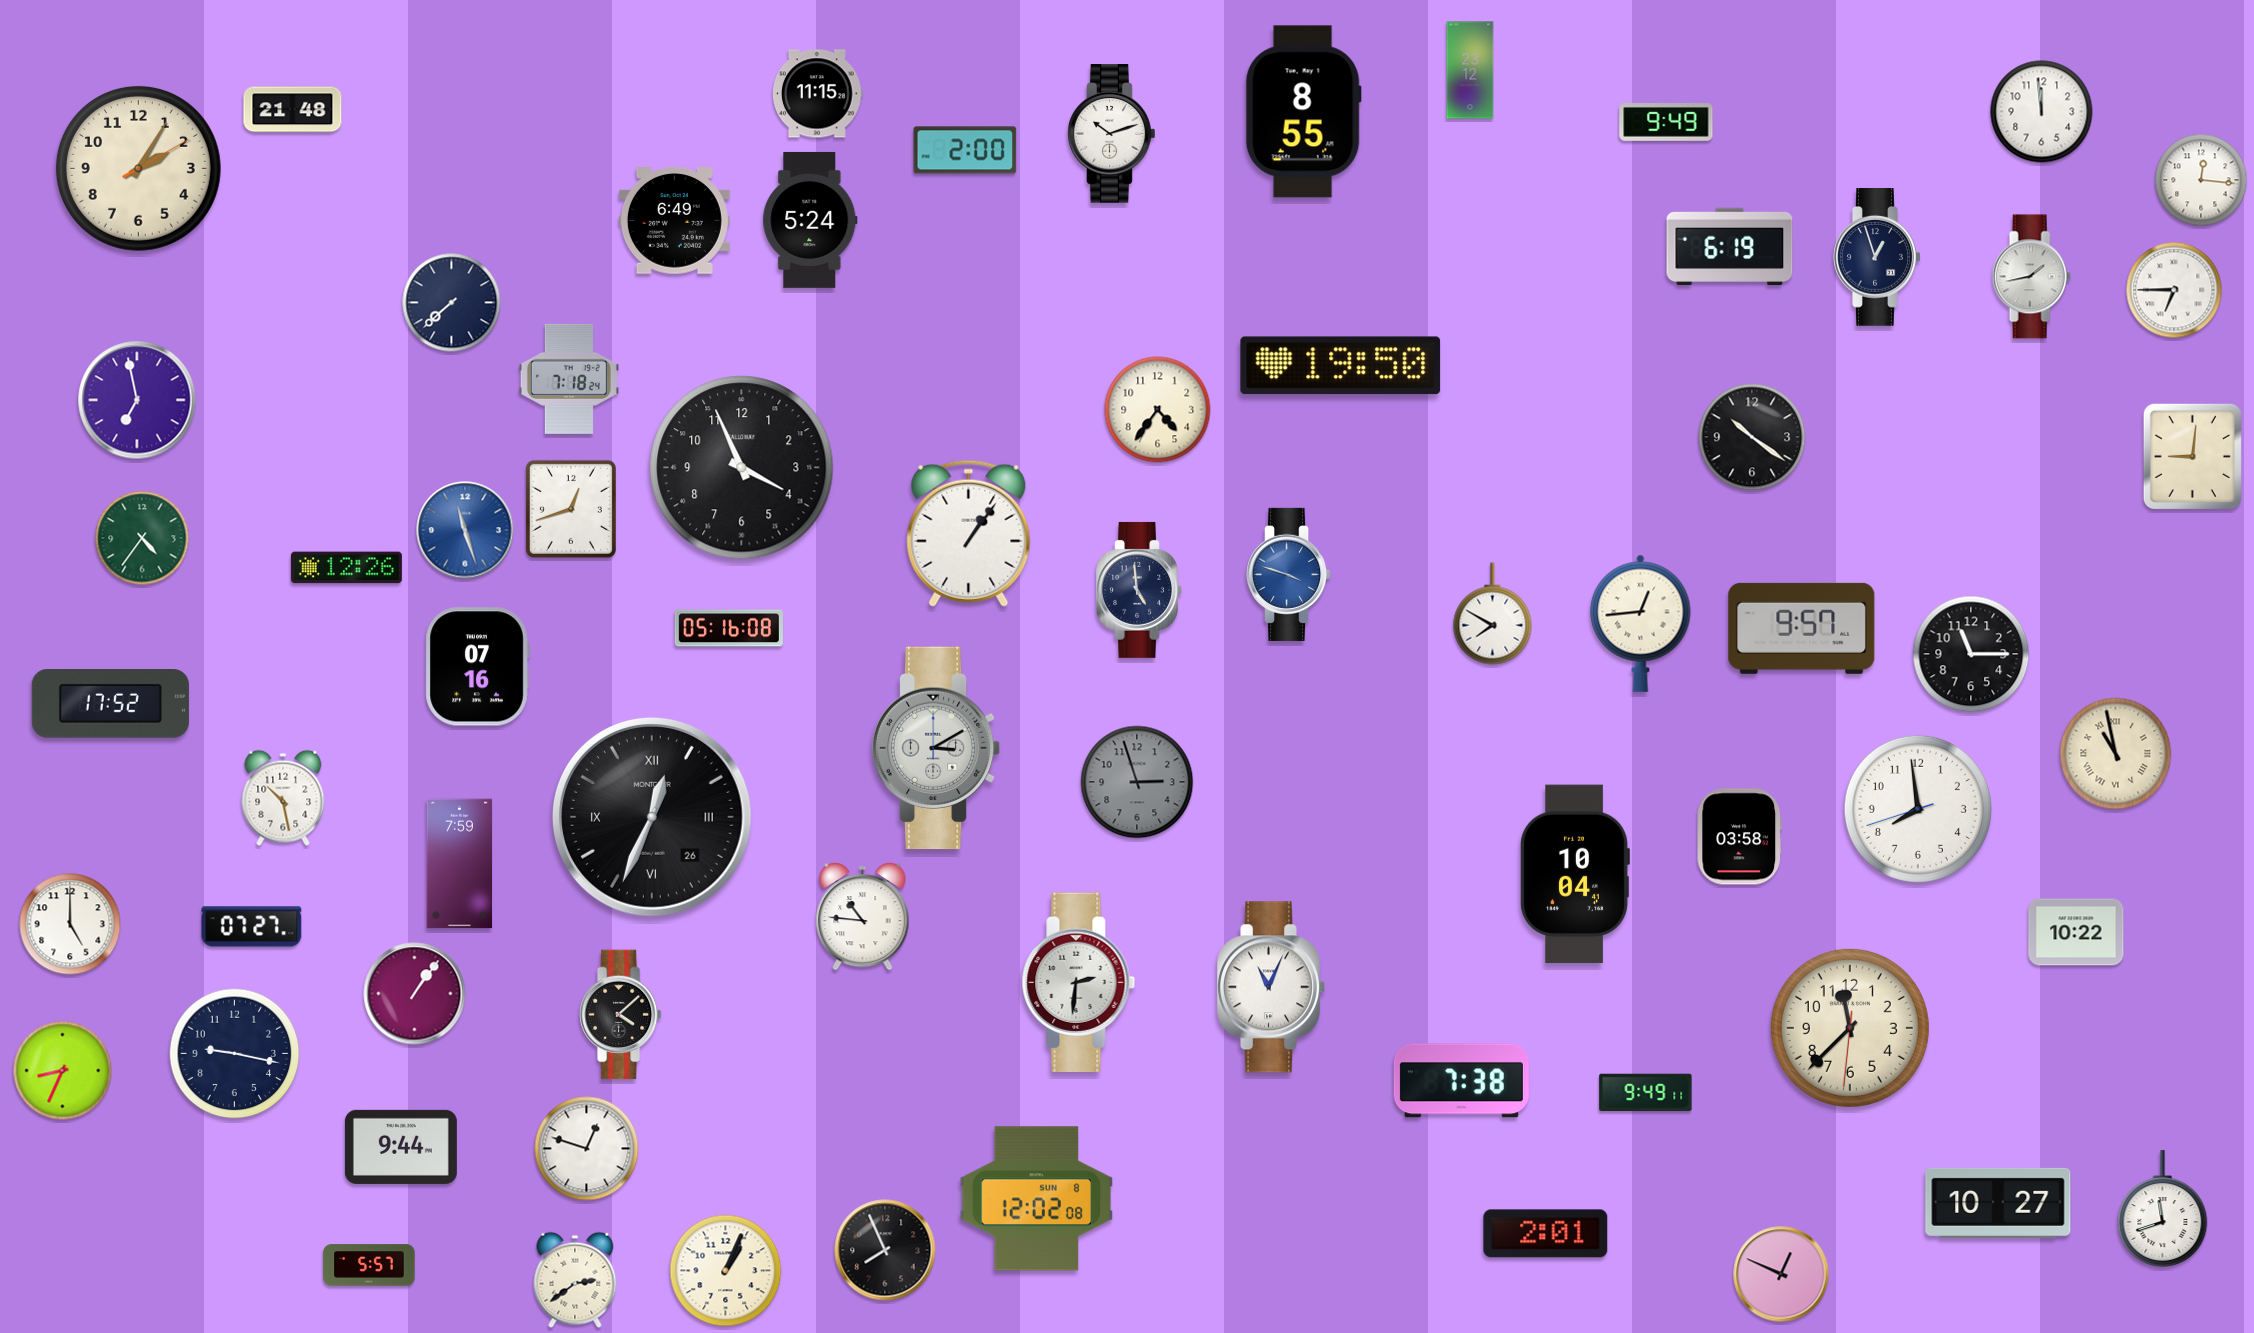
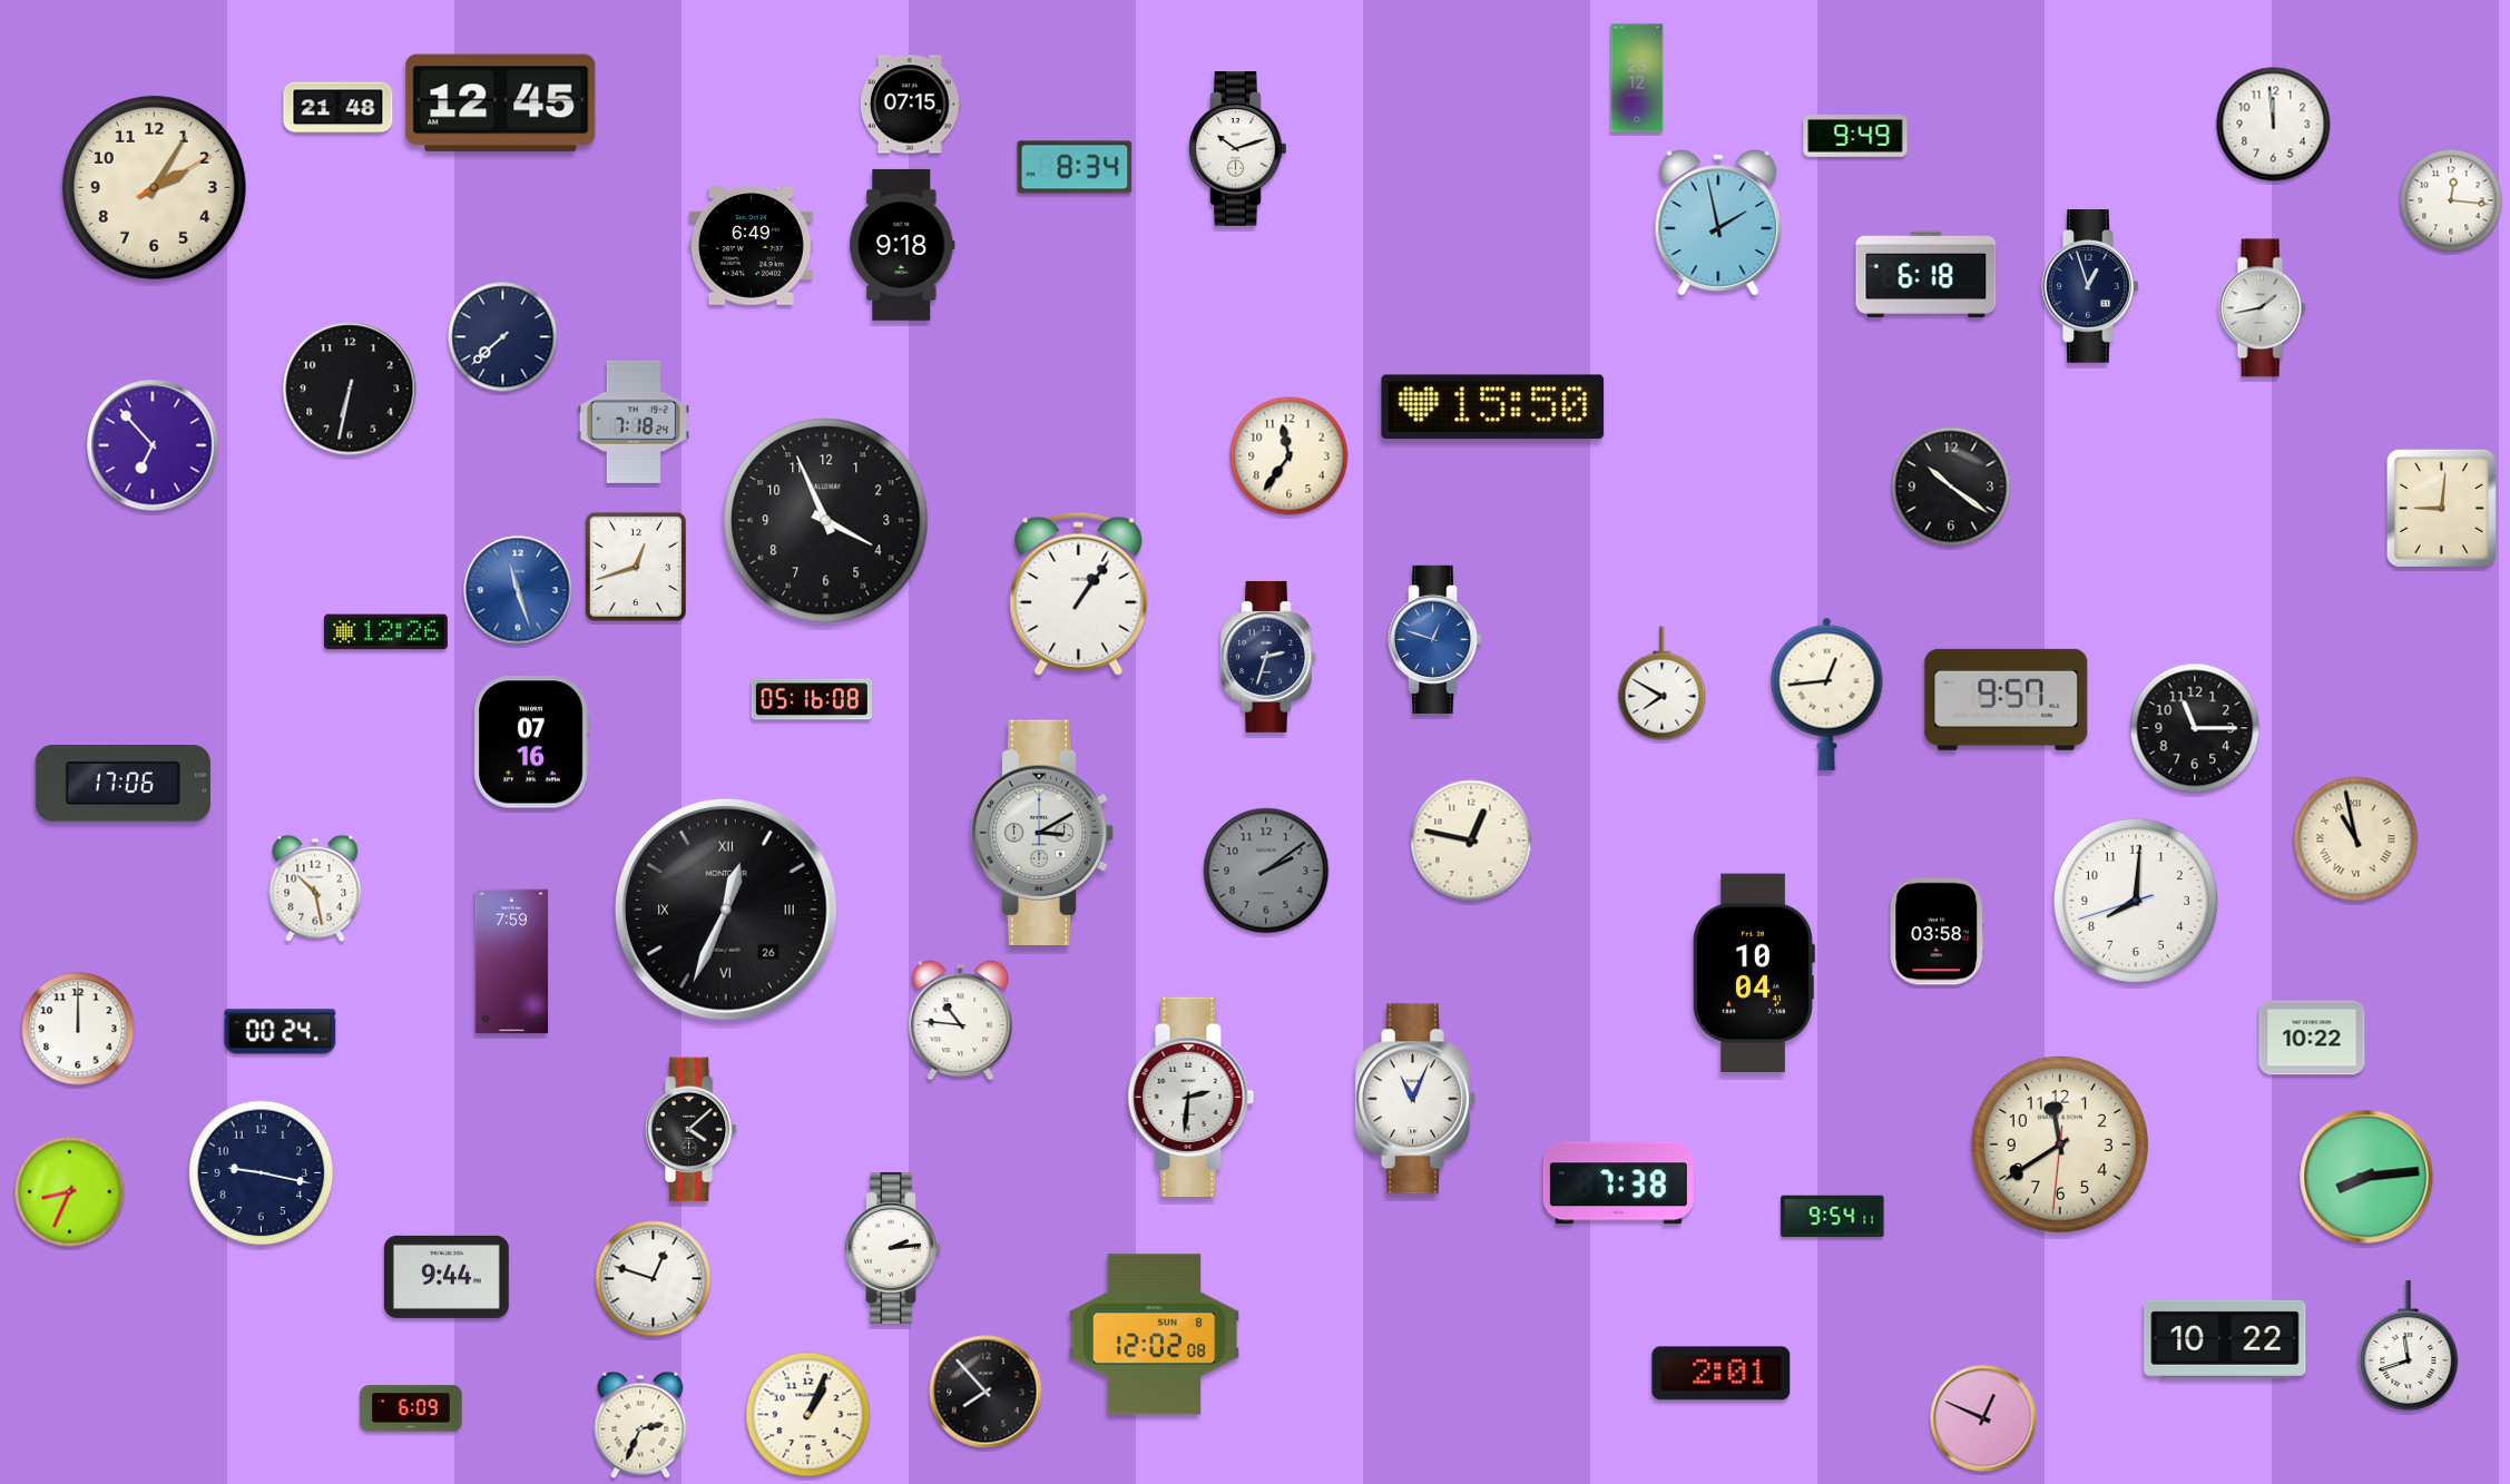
clock at (501, 104): none -> 12:45
clock at (818, 94): 11:15 -> 07:15
clock at (293, 110) position: (293, 110) -> (339, 108)
clock at (1303, 112): 8:55 -> none
clock at (965, 150): 2:00 -> 8:34
clock at (1718, 223): none -> 1:58
clock at (810, 220): 5:24 -> 9:18
clock at (1730, 246): 6:19 -> 6:18
clock at (2174, 290): 6:45 -> none
clock at (350, 389): none -> 6:32
clock at (1341, 366): 19:50 -> 15:50
clock at (137, 400): 6:58 -> 6:53
clock at (1158, 410): 4:36 -> 11:36
clock at (142, 538): 4:36 -> none
clock at (1290, 574): 3:48 -> 12:48
clock at (1139, 590): 4:59 -> 2:33
clock at (110, 704): 17:52 -> 17:06
clock at (1471, 841): none -> 12:47
clock at (1137, 782): 2:57 -> 2:09
clock at (1918, 809): 7:58 -> 8:00
clock at (70, 924): 5:00 -> 12:00
clock at (252, 927): 07:27 -> 00:24
clock at (1079, 982) position: (1079, 982) -> (1192, 1097)
clock at (415, 994): 1:06 -> none
clock at (1850, 1028): 11:37 -> 11:39
clock at (2366, 1177): none -> 8:14
clock at (1461, 1081) position: (1461, 1081) -> (1618, 1183)
clock at (1646, 1093): 9:49 -> 9:54
clock at (893, 1248): none -> 2:14
clock at (1998, 1203): 10:27 -> 10:22
clock at (885, 1250): 7:56 -> 7:53
clock at (369, 1265): 5:57 -> 6:09
clock at (575, 1280): 2:39 -> 2:34
